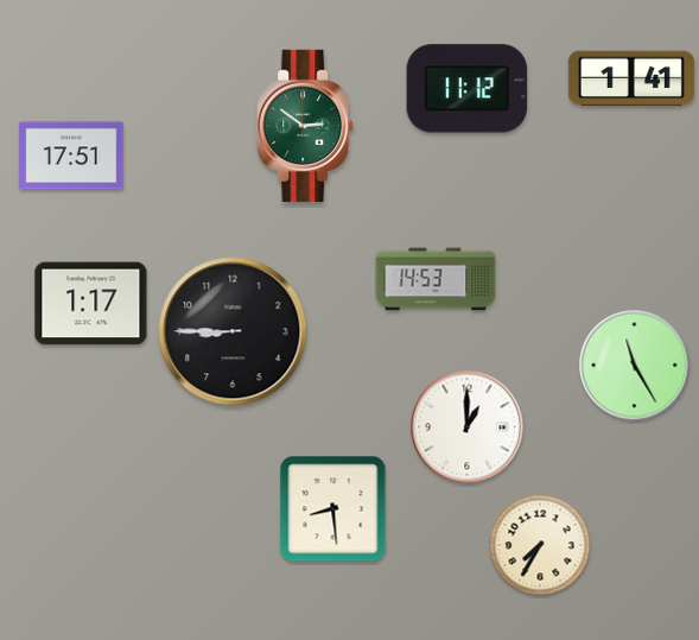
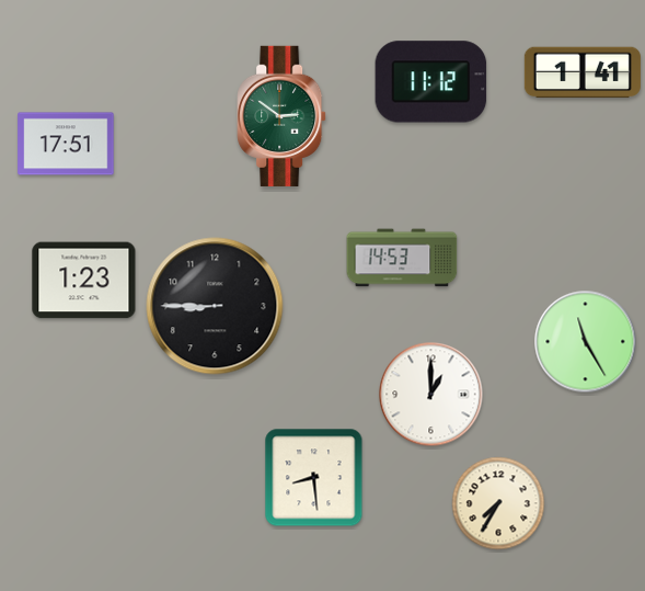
clock at (91, 304): 1:17 -> 1:23
clock at (635, 366) position: (635, 366) -> (586, 342)
clock at (333, 509) position: (333, 509) -> (314, 478)
